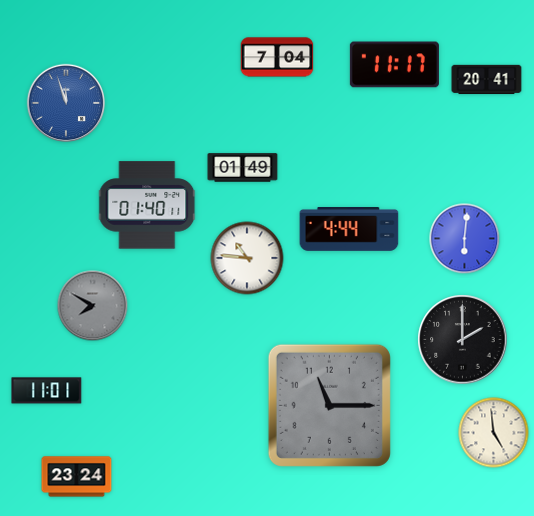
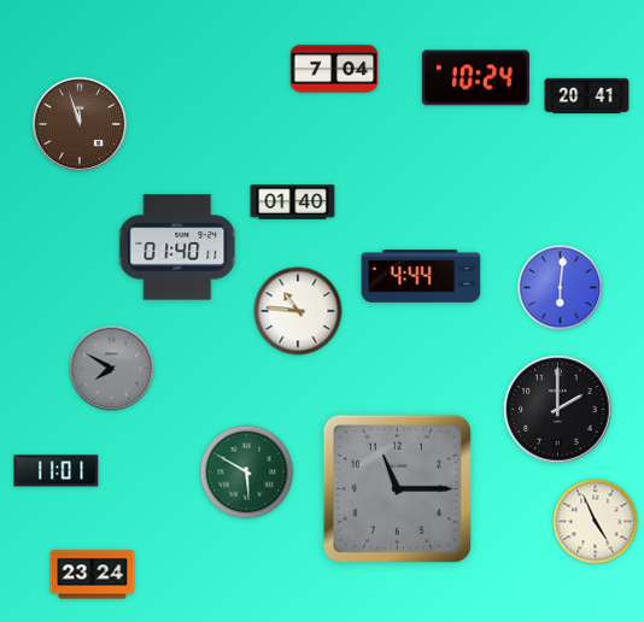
clock at (394, 65): 11:17 -> 10:24
clock at (66, 103) dial: blue -> brown
clock at (243, 168): 01:49 -> 01:40
clock at (247, 473): none -> 5:50
clock at (494, 433): 4:59 -> 4:56
